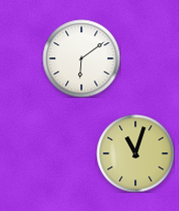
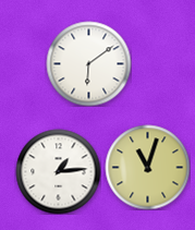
clock at (58, 171): none -> 1:14
